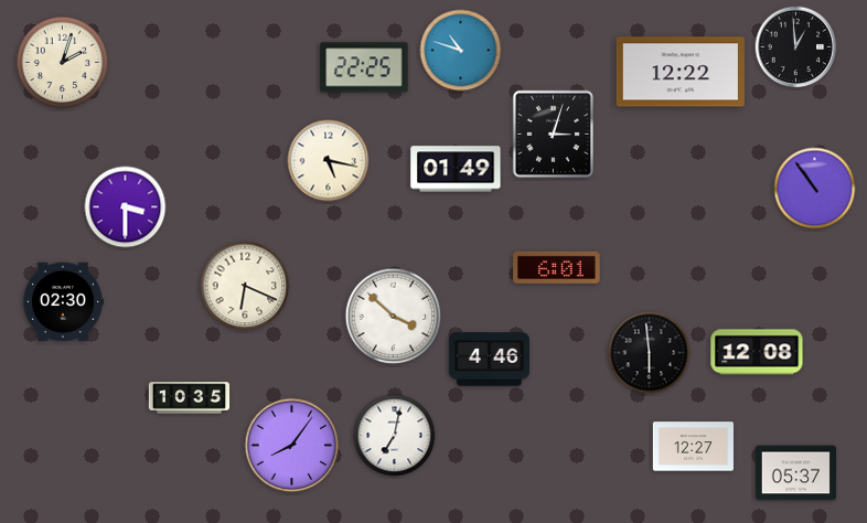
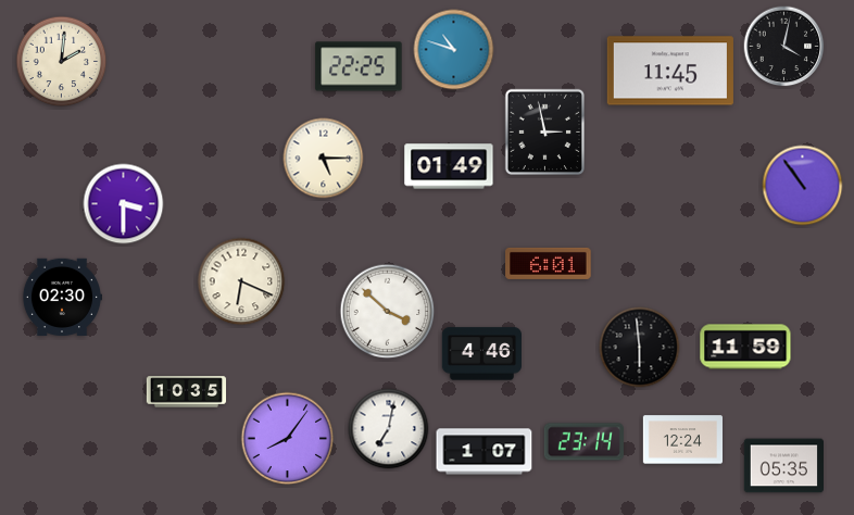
clock at (796, 47): 12:59 -> 4:02
clock at (63, 63): 2:03 -> 2:01
clock at (681, 72): 12:22 -> 11:45
clock at (553, 135): 3:03 -> 2:58
clock at (329, 161): 5:17 -> 5:15
clock at (757, 352): 12:08 -> 11:59
clock at (693, 447): 12:27 -> 12:24
clock at (583, 442): none -> 23:14
clock at (485, 452): none -> 1:07
clock at (795, 473): 05:37 -> 05:35
